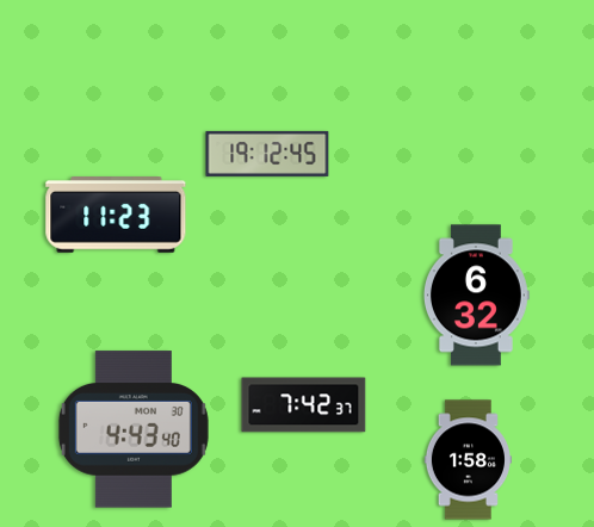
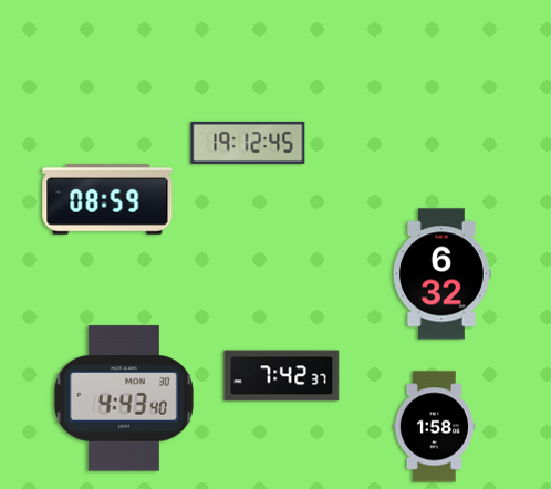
clock at (116, 216): 11:23 -> 08:59
